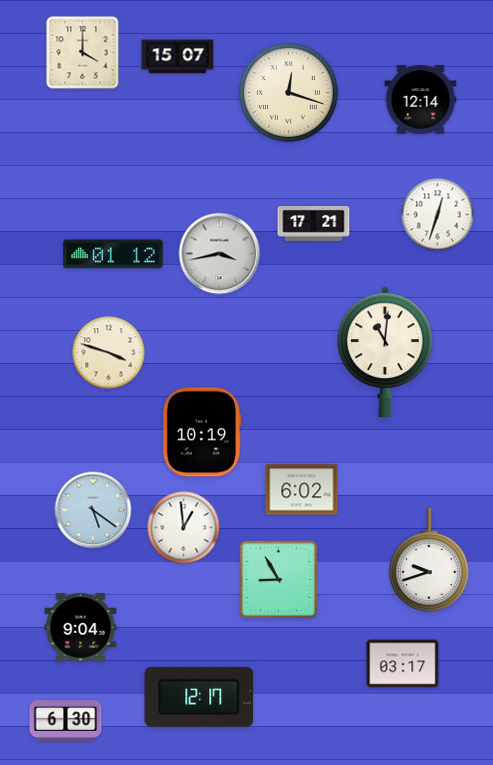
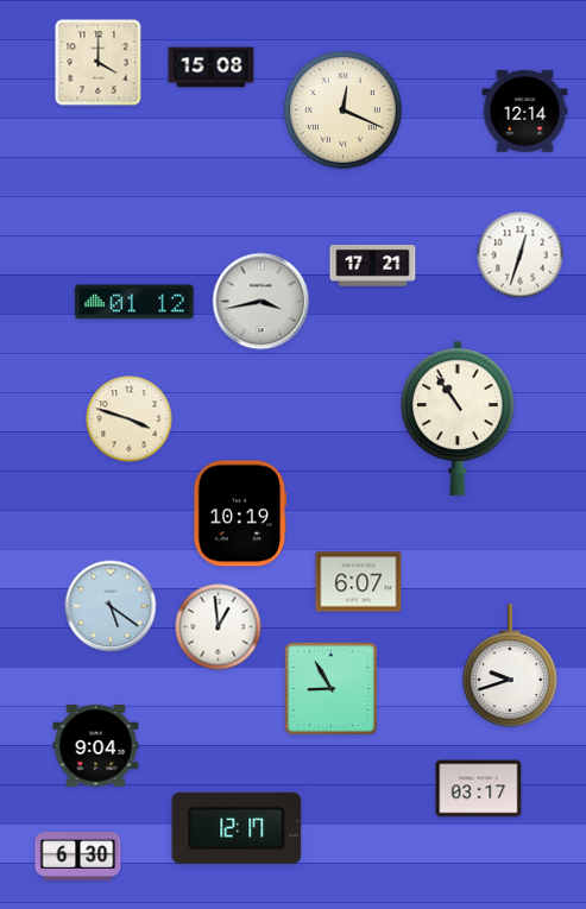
clock at (178, 57): 15:07 -> 15:08
clock at (288, 92): 12:18 -> 12:19
clock at (421, 99) position: (421, 99) -> (525, 111)
clock at (386, 352): 11:01 -> 10:54
clock at (302, 490): 6:02 -> 6:07
